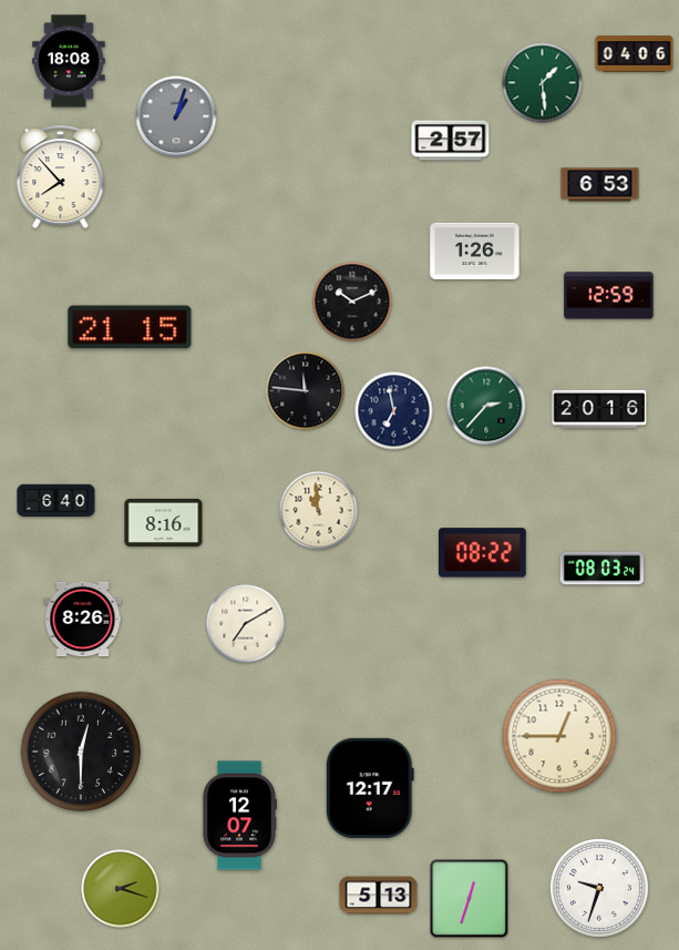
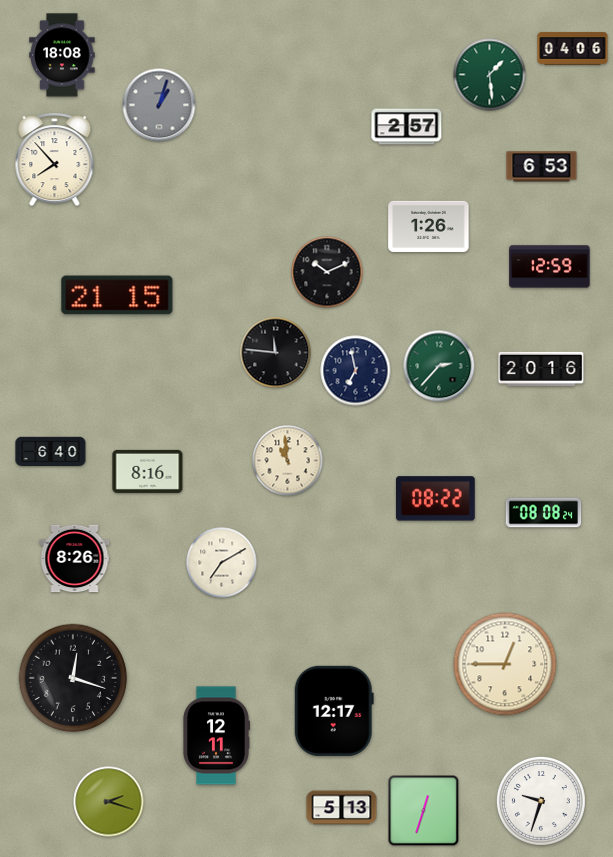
clock at (352, 302) position: (352, 302) -> (327, 272)
clock at (603, 569): 08:03 -> 08:08
clock at (81, 752): 12:30 -> 12:18
clock at (239, 816): 12:07 -> 12:11
